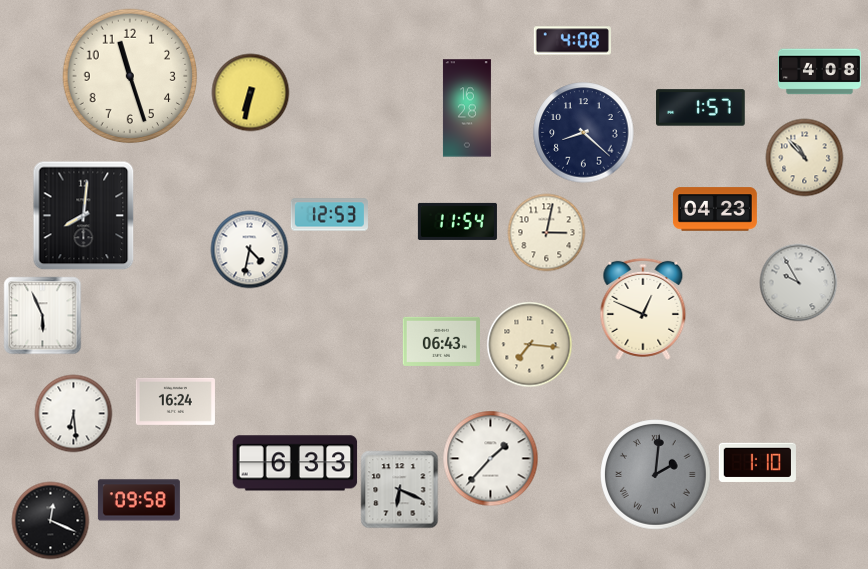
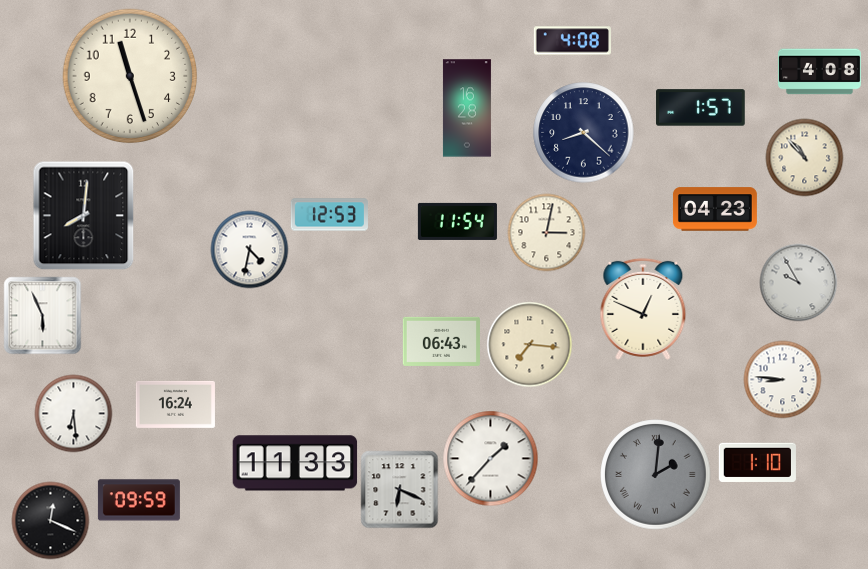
clock at (250, 92): 6:32 -> none
clock at (782, 379): none -> 8:46
clock at (175, 401) position: (175, 401) -> (175, 404)
clock at (295, 463): 6:33 -> 11:33
clock at (139, 500): 09:58 -> 09:59
